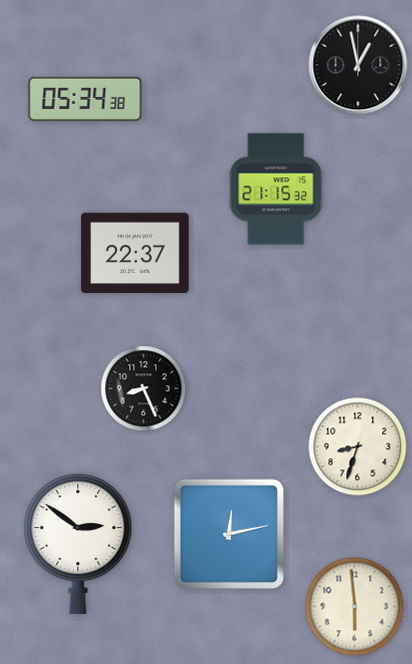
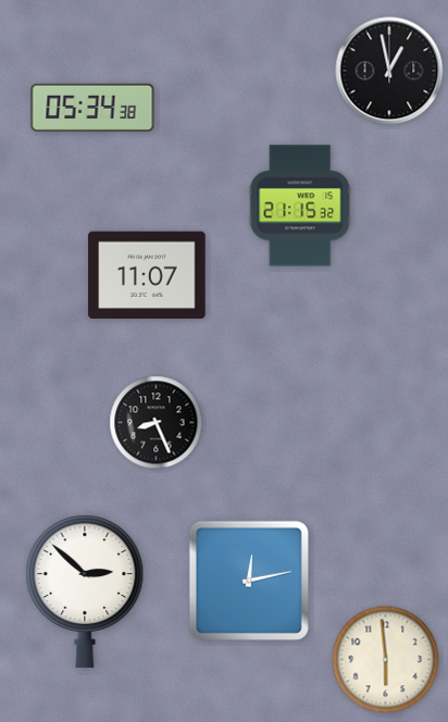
clock at (135, 253): 22:37 -> 11:07
clock at (358, 447): 8:33 -> none
clock at (78, 544): 2:51 -> 2:52
